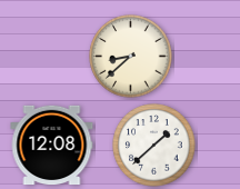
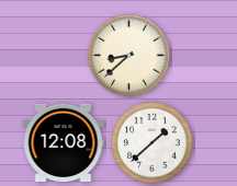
clock at (52, 146) position: (52, 146) -> (64, 143)
